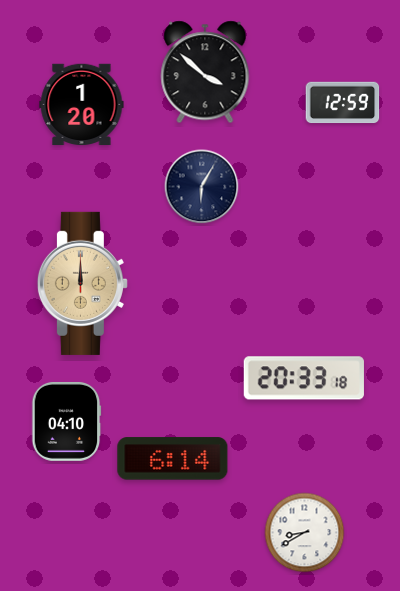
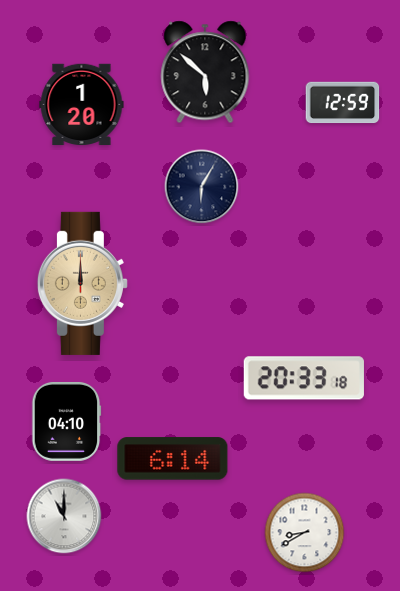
clock at (205, 72): 3:52 -> 5:52
clock at (64, 516): none -> 11:00
